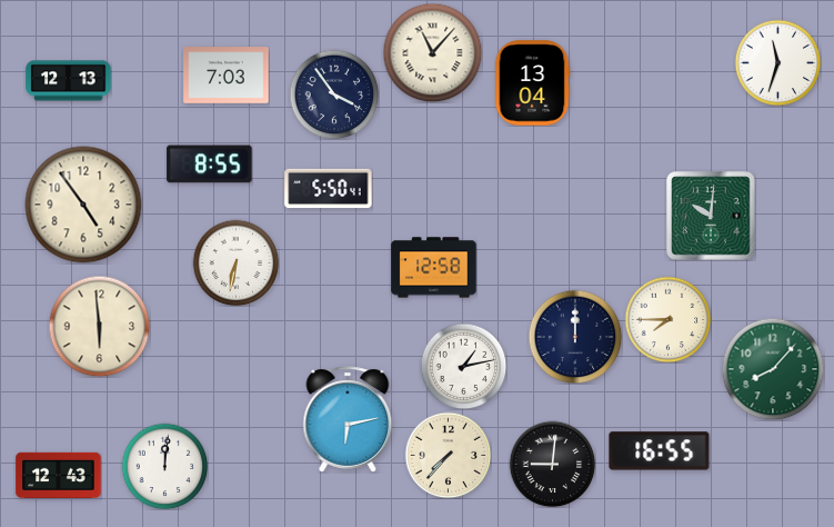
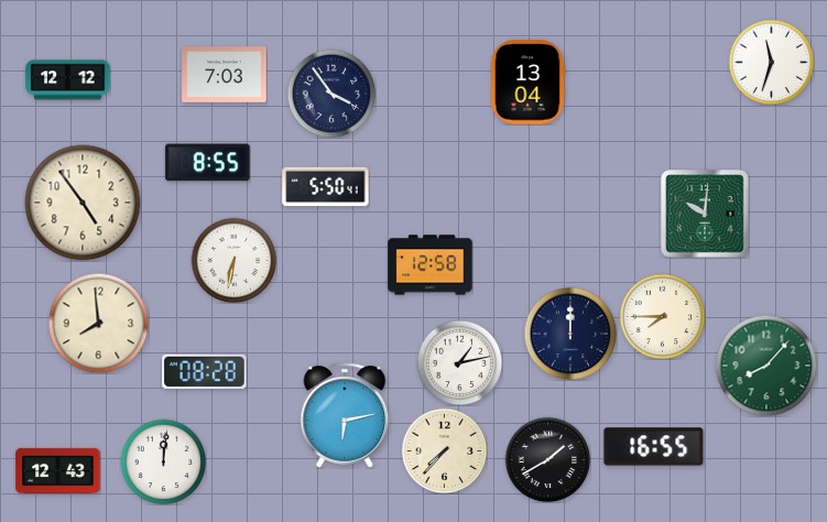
clock at (432, 52): 11:07 -> none
clock at (69, 81): 12:13 -> 12:12
clock at (99, 326): 5:59 -> 7:59
clock at (205, 371): none -> 08:28
clock at (552, 464): 9:01 -> 1:40
